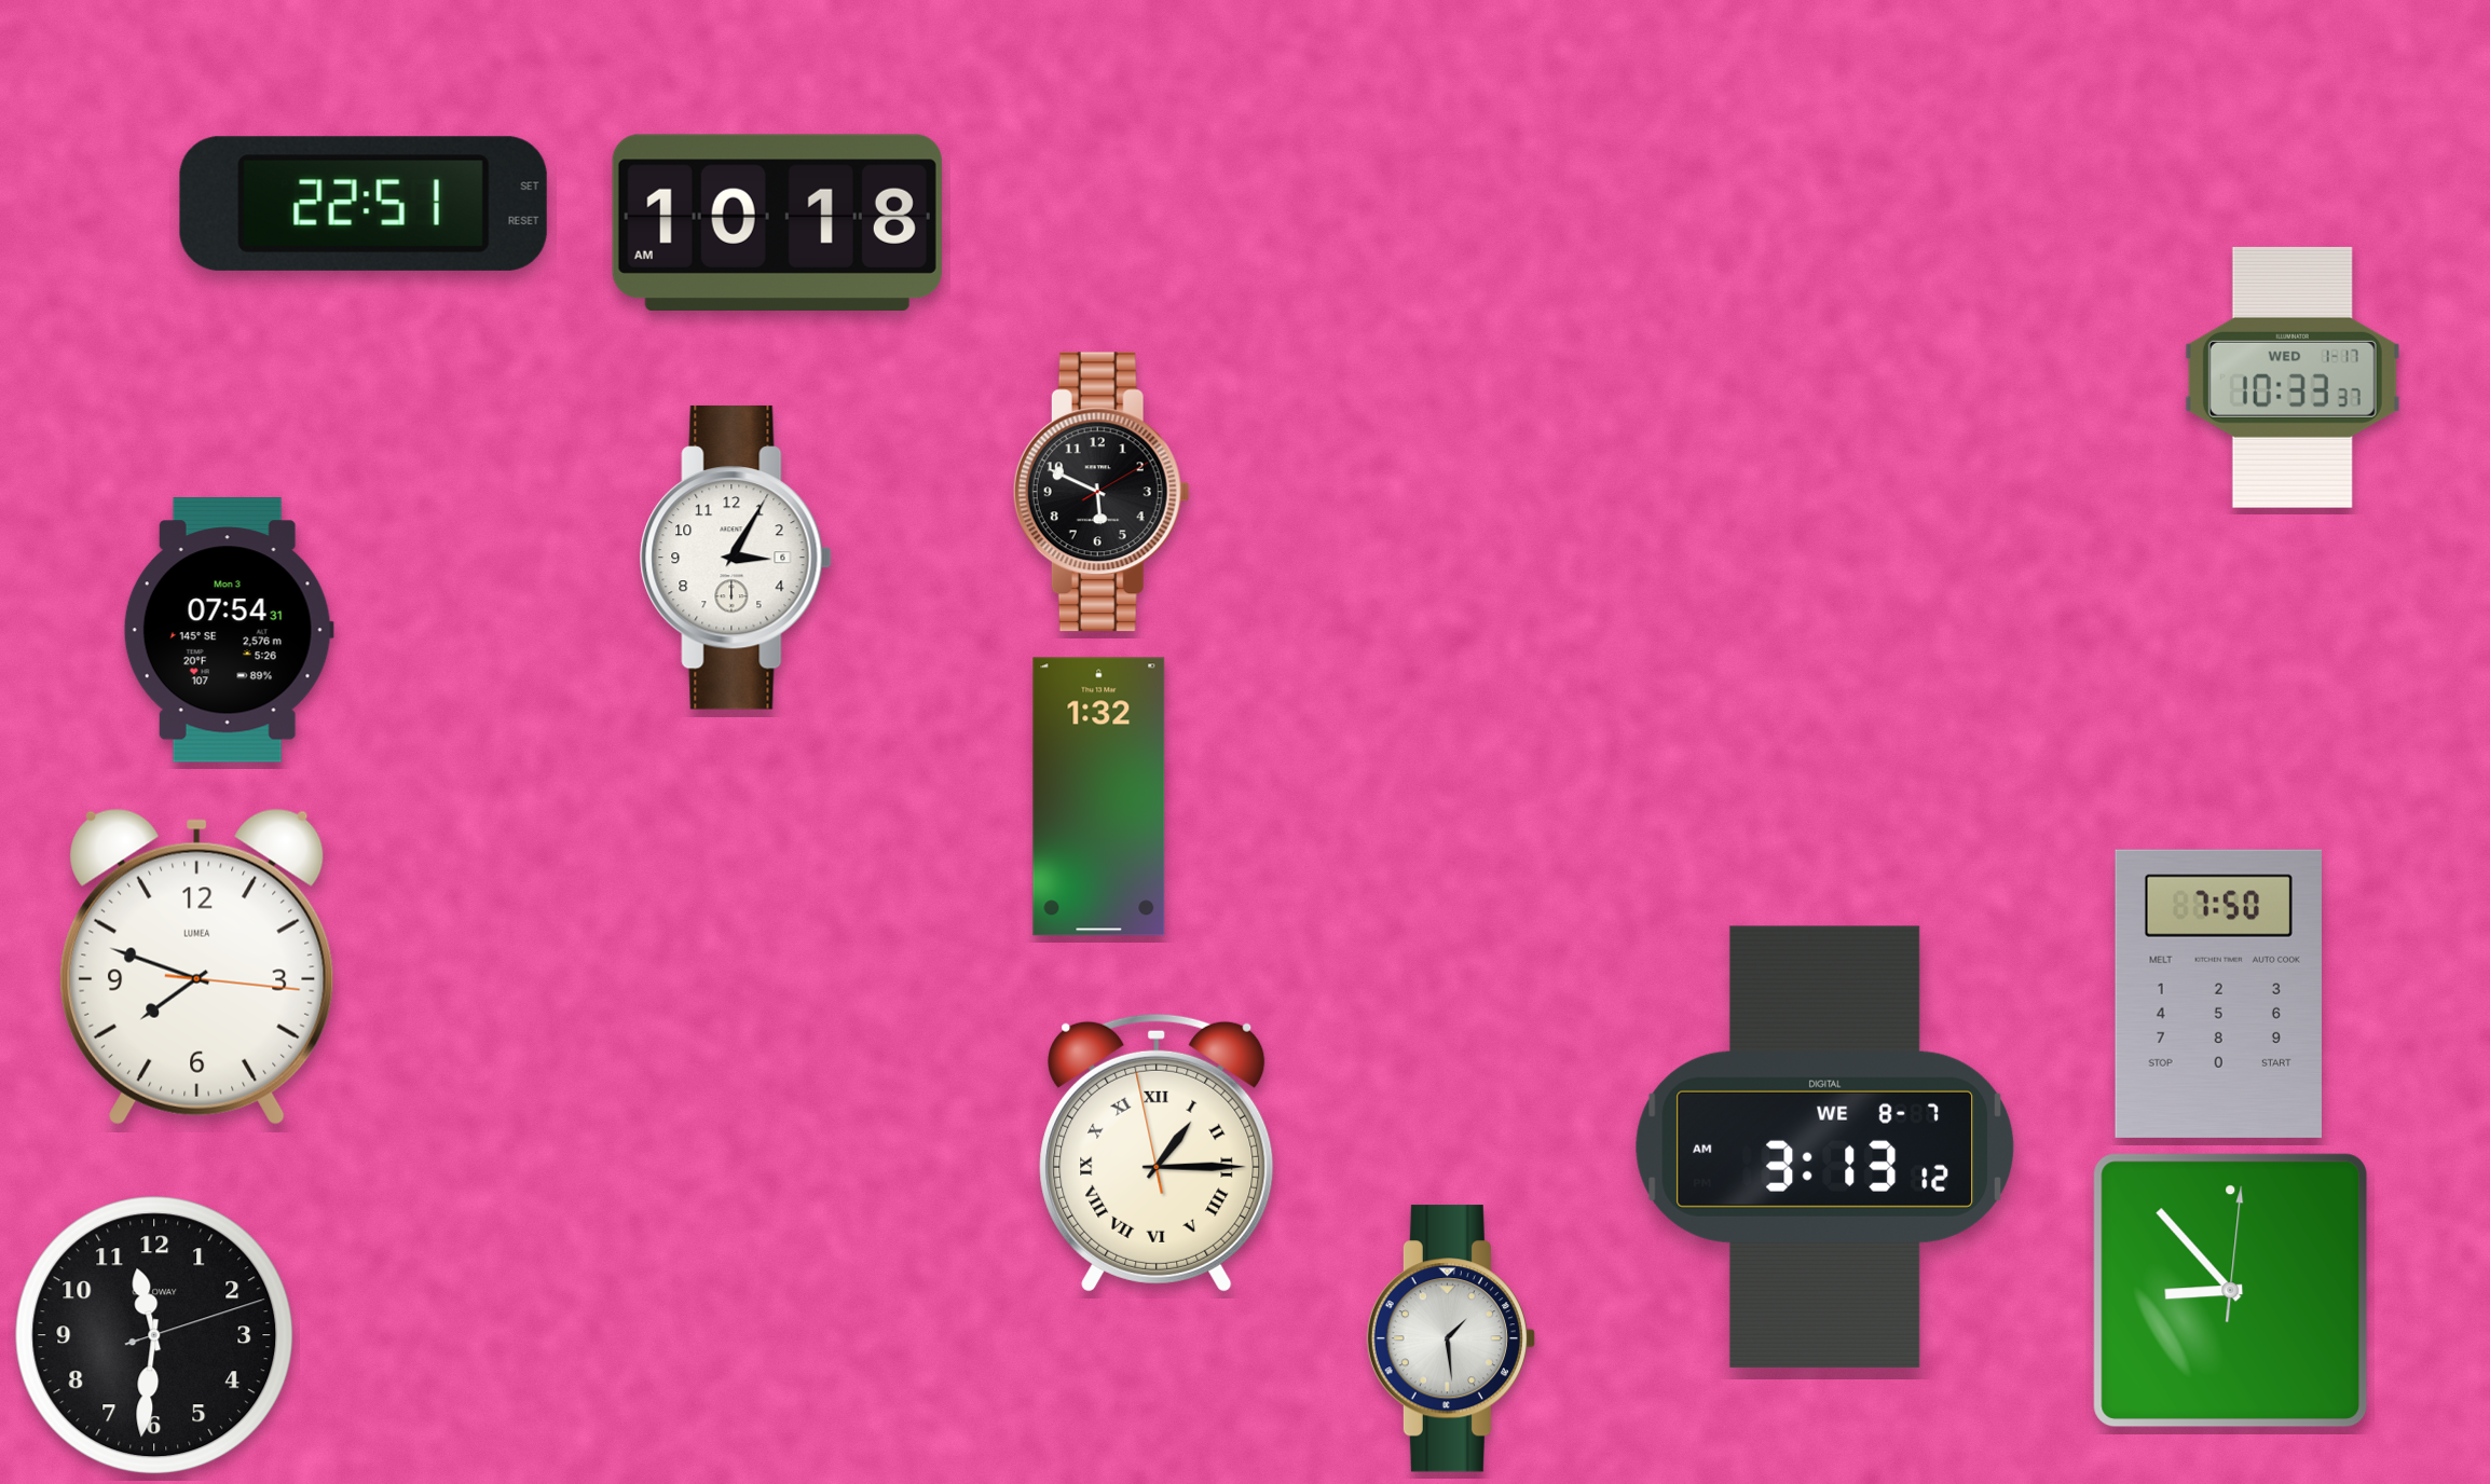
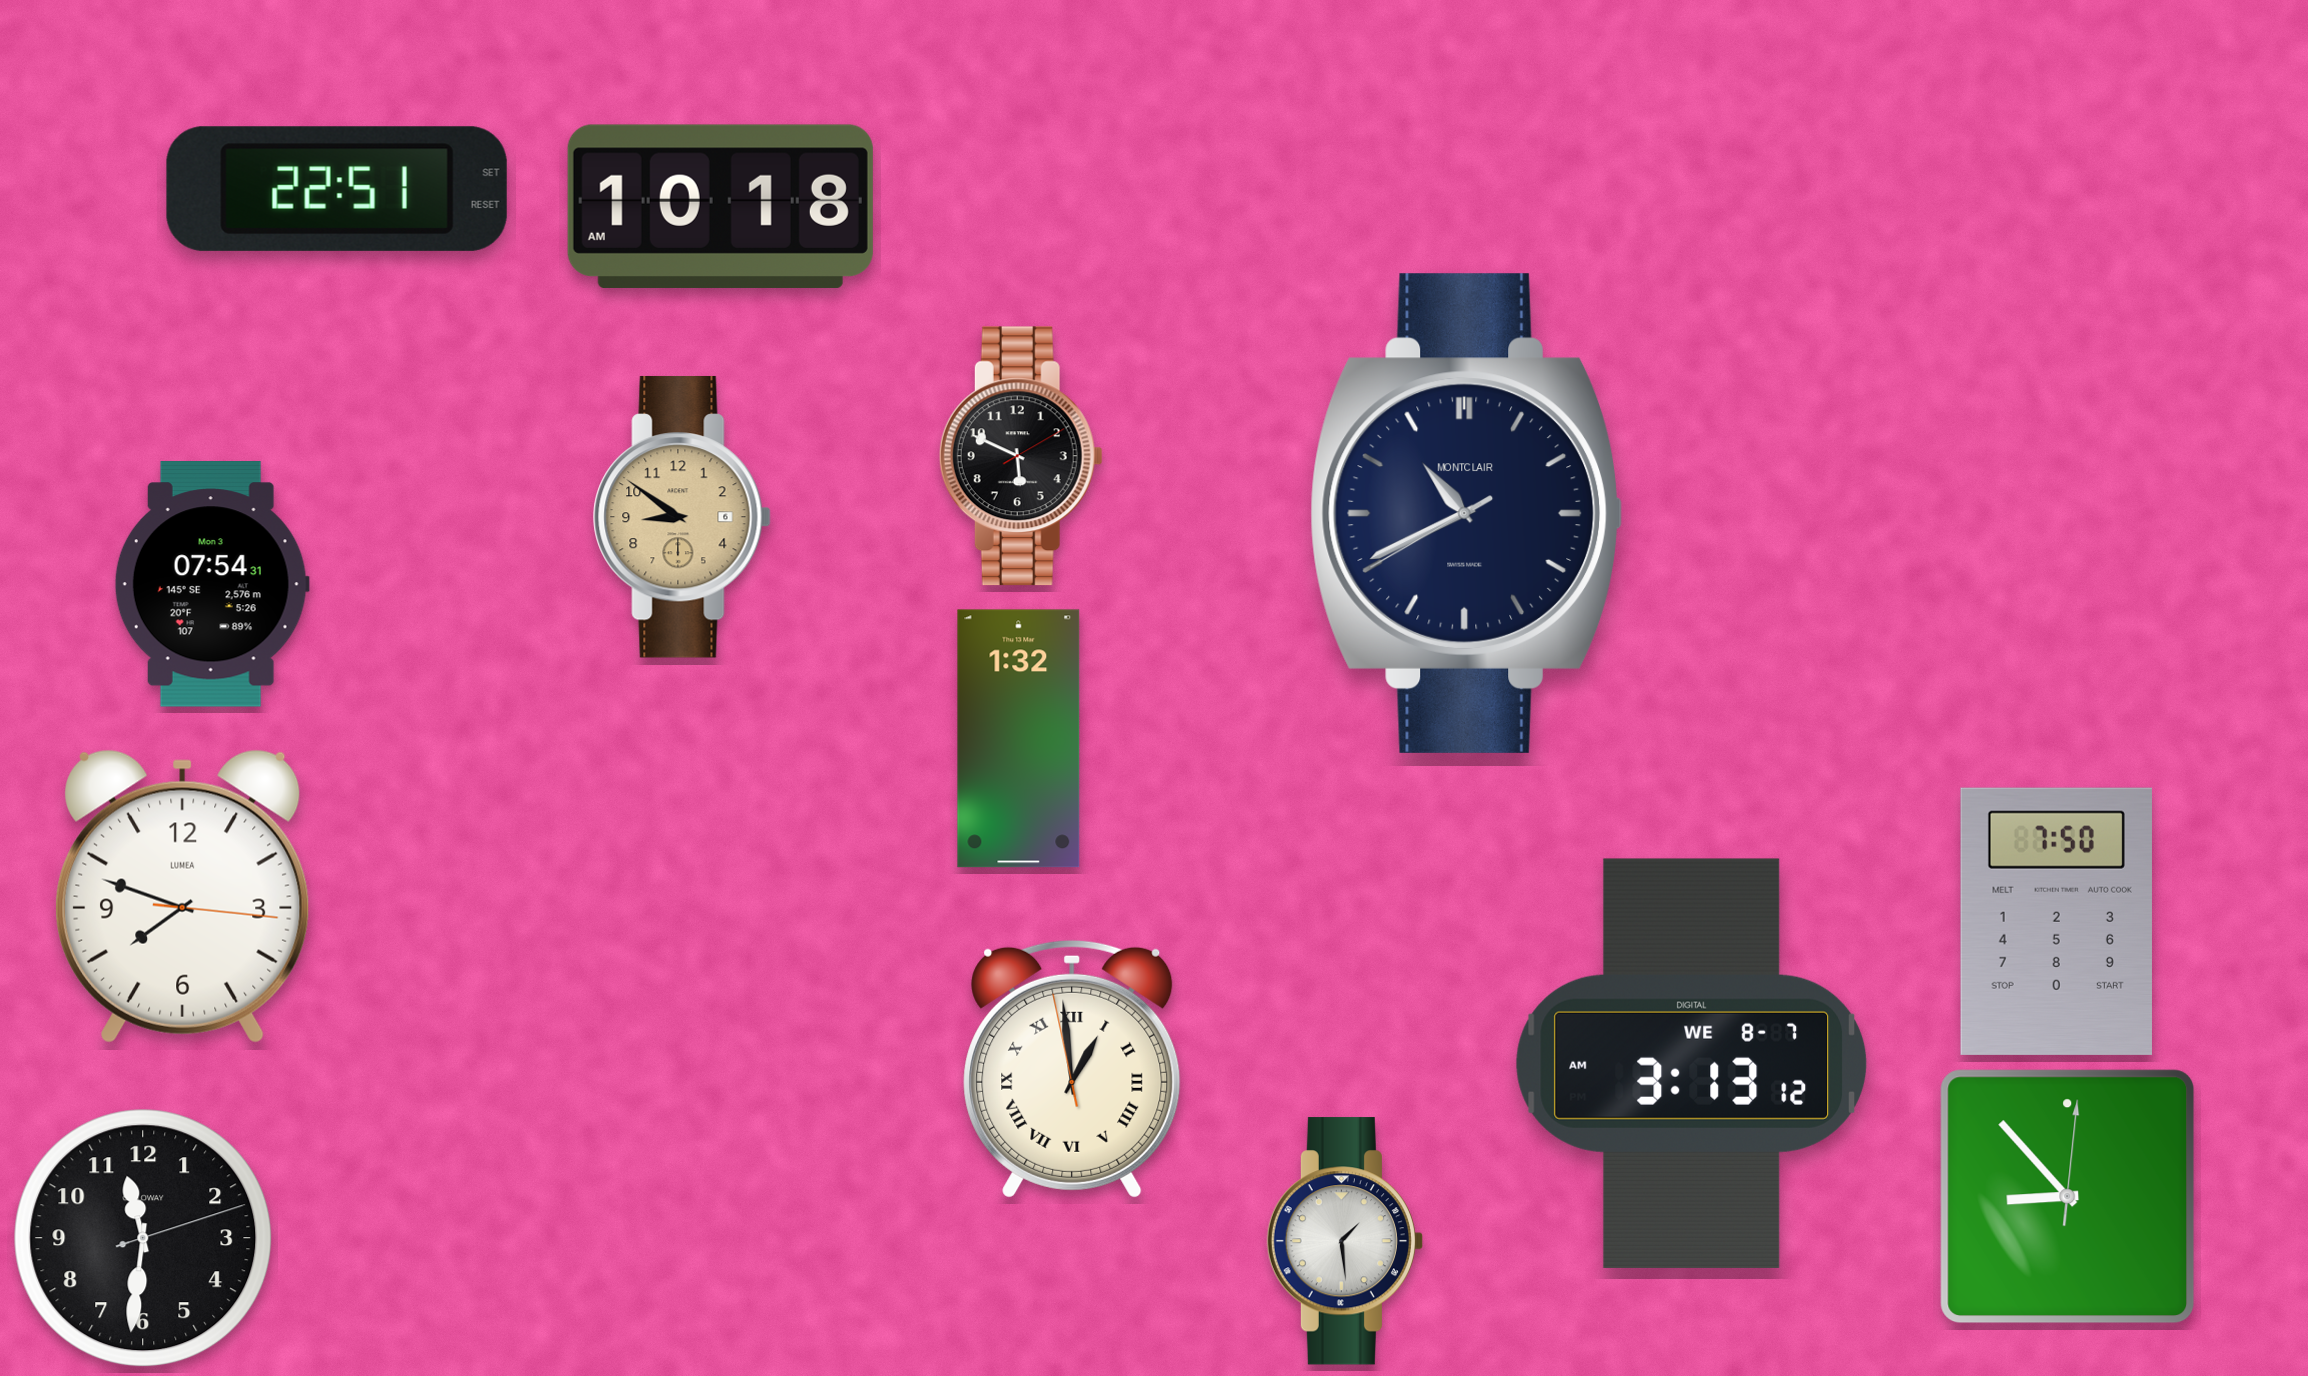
clock at (2293, 377): 10:33 -> none
clock at (1467, 513): none -> 10:40
clock at (736, 558): 3:05 -> 8:51
clock at (736, 558) dial: white -> champagne
clock at (1157, 1153): 1:14 -> 12:58
